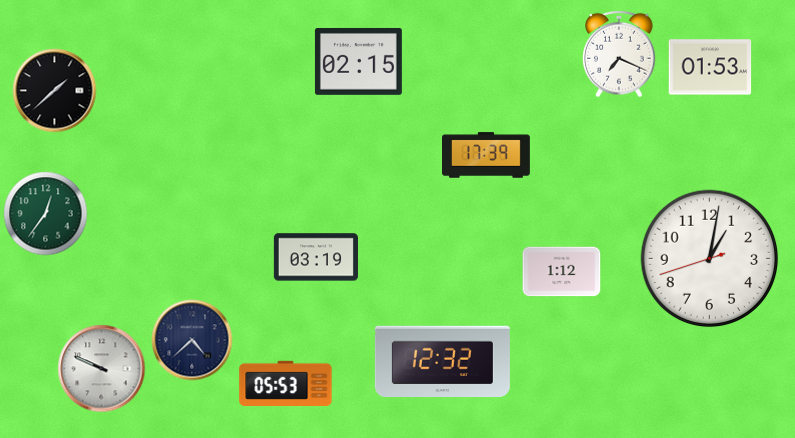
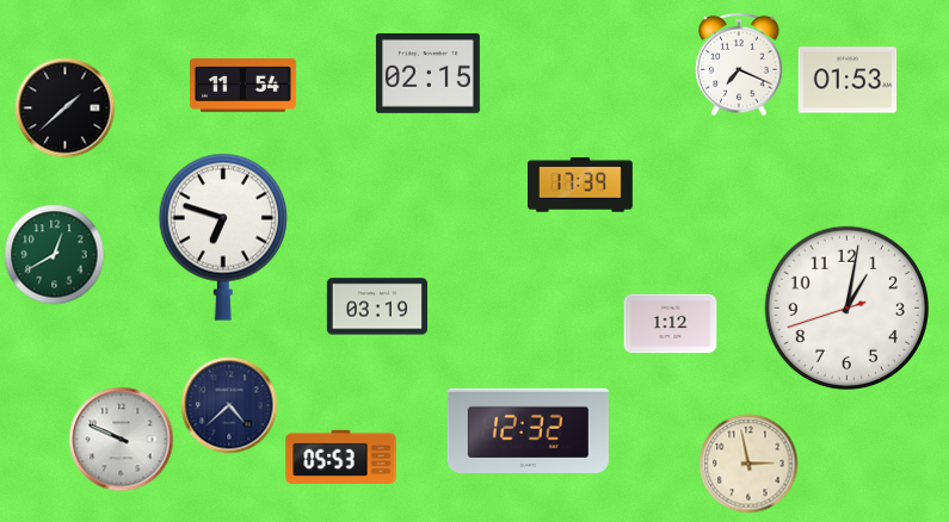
clock at (244, 85): none -> 11:54
clock at (223, 237): none -> 6:48
clock at (46, 214): 12:36 -> 12:40
clock at (748, 464): none -> 2:58
